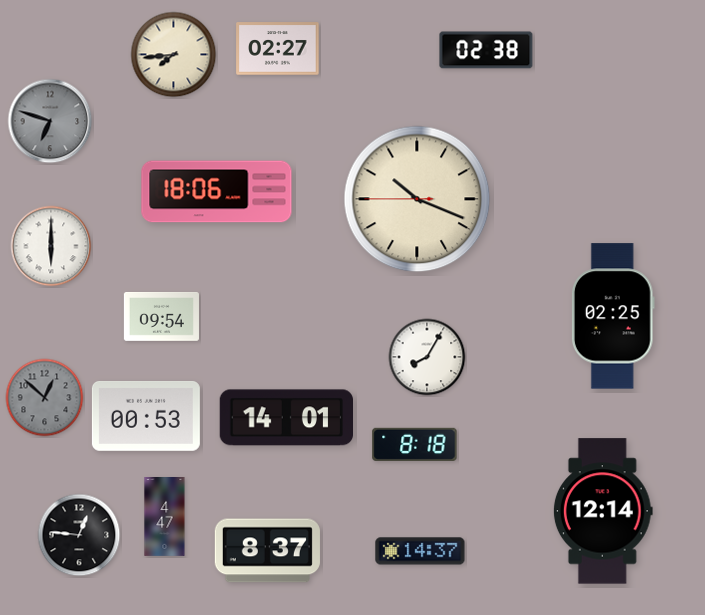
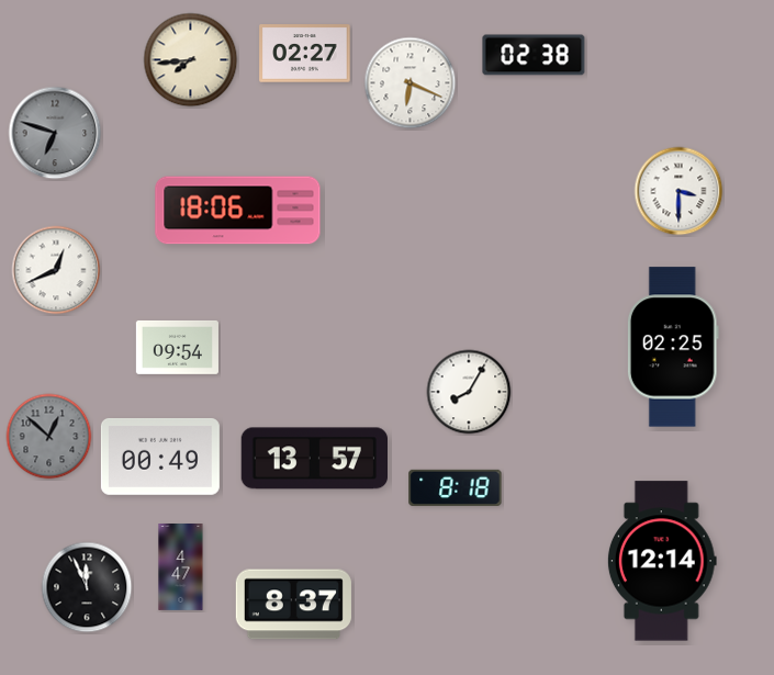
clock at (411, 83): none -> 6:19
clock at (678, 191): none -> 3:30
clock at (417, 199): 10:18 -> none
clock at (51, 246): 6:00 -> 12:41
clock at (146, 416): 00:53 -> 00:49
clock at (286, 418): 14:01 -> 13:57
clock at (79, 535): 12:46 -> 11:56
clock at (420, 551): 14:37 -> none
